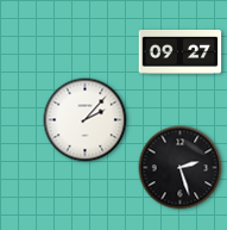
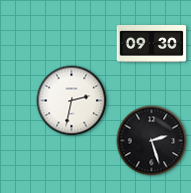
clock at (181, 51): 09:27 -> 09:30
clock at (86, 120): 2:07 -> 2:32
